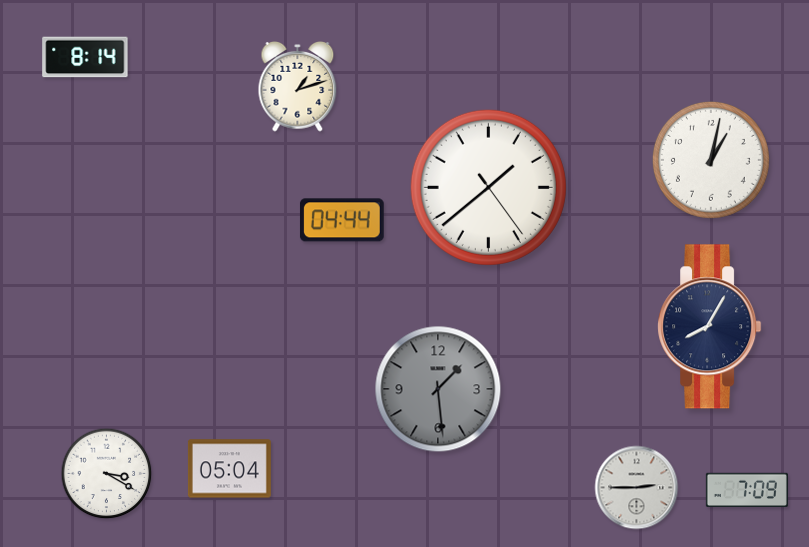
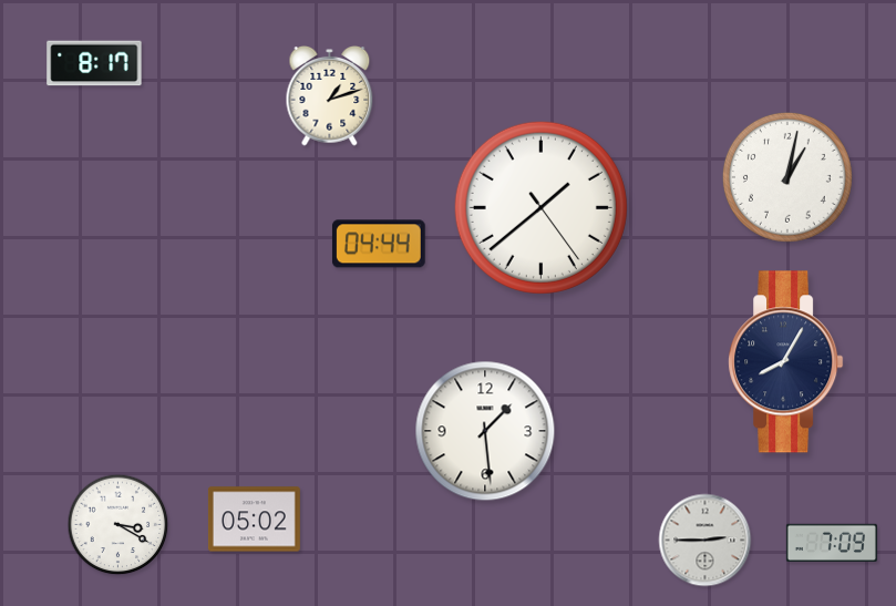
clock at (85, 57): 8:14 -> 8:17
clock at (438, 389) dial: grey -> white
clock at (229, 469): 05:04 -> 05:02
clock at (747, 489) position: (747, 489) -> (832, 542)
